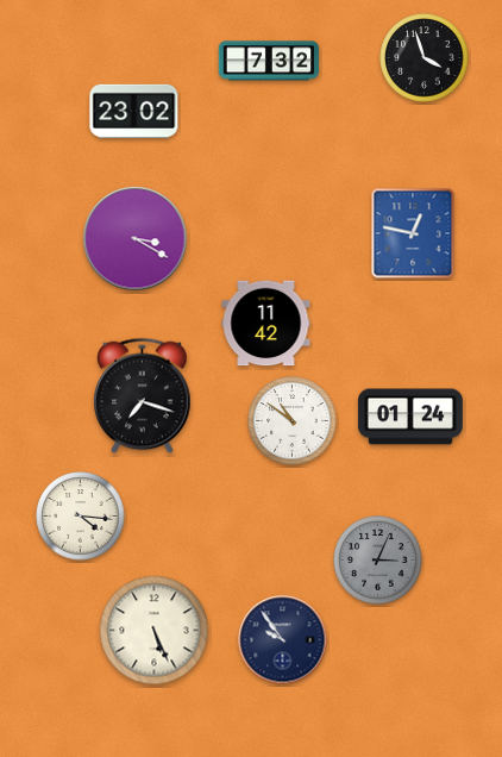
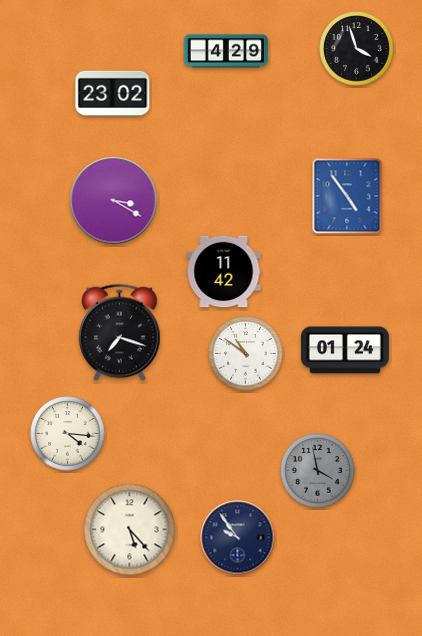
clock at (269, 61): 7:32 -> 4:29
clock at (413, 233): 12:47 -> 4:54
clock at (378, 561): 3:04 -> 3:58
clock at (155, 631): 5:26 -> 5:23
